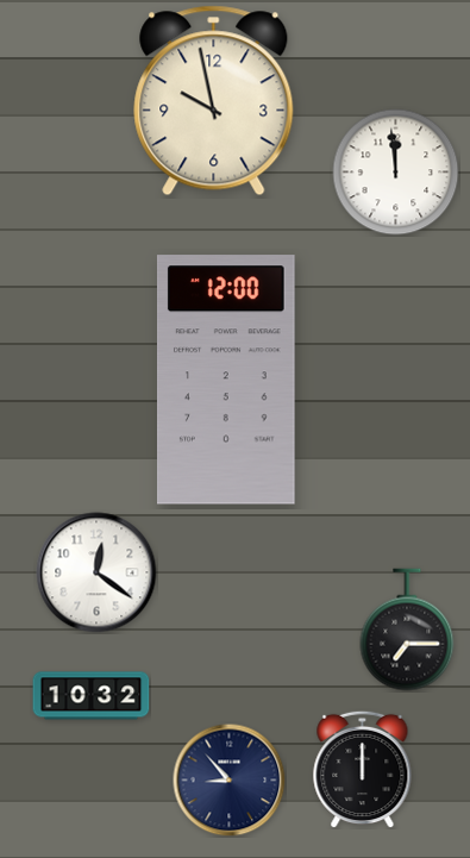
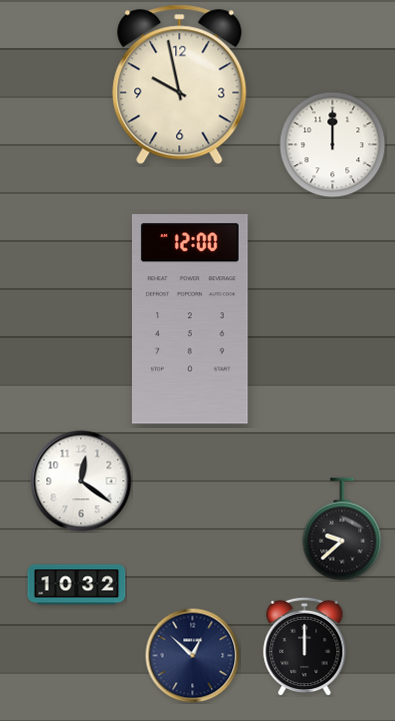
clock at (396, 173): 11:59 -> 12:00
clock at (407, 630): 7:15 -> 9:38
clock at (228, 779): 8:53 -> 12:52
